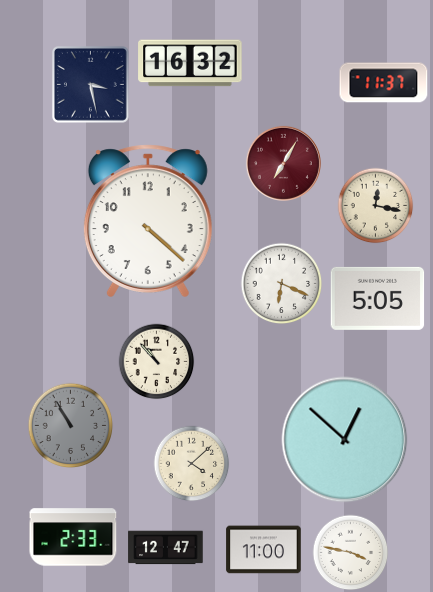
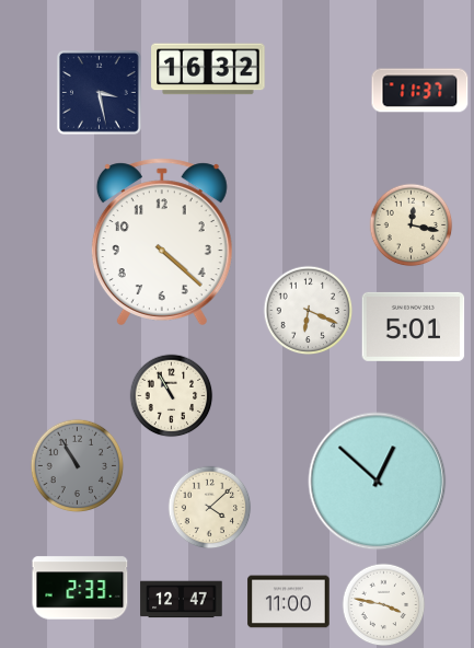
clock at (283, 163): 7:05 -> none
clock at (378, 298): 5:05 -> 5:01
clock at (157, 362): 10:53 -> 10:55
